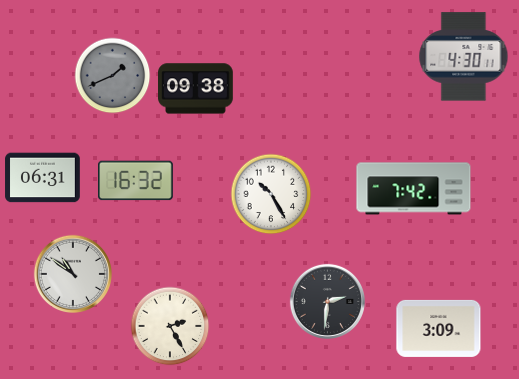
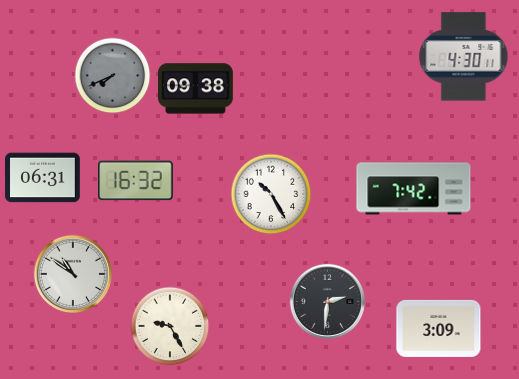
clock at (113, 76): 1:41 -> 7:41
clock at (170, 326): 2:25 -> 9:25
